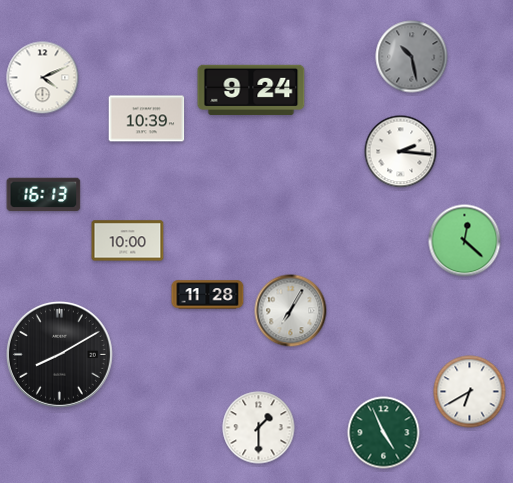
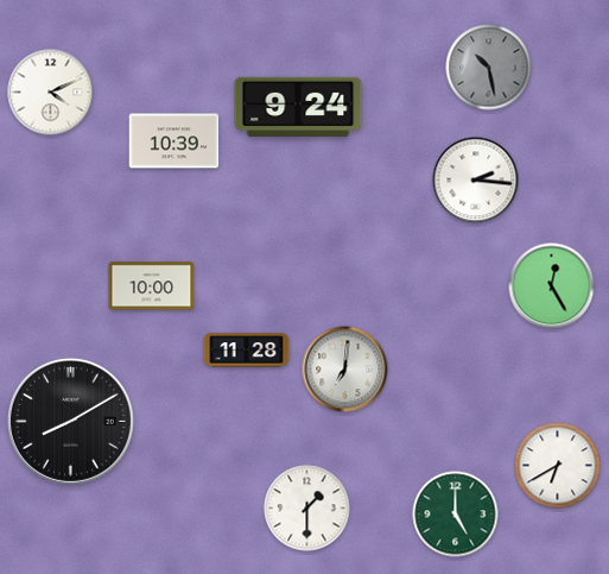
clock at (44, 195): 16:13 -> none
clock at (465, 241): 12:22 -> 12:25
clock at (291, 311): 7:05 -> 7:01
clock at (384, 433): 4:56 -> 5:00
